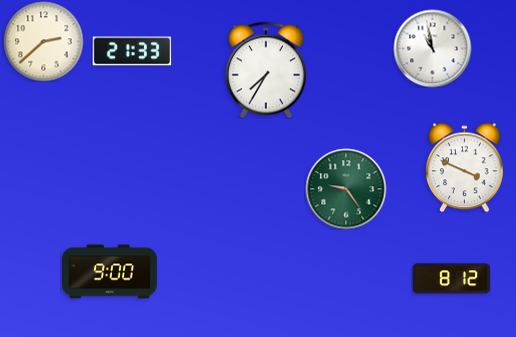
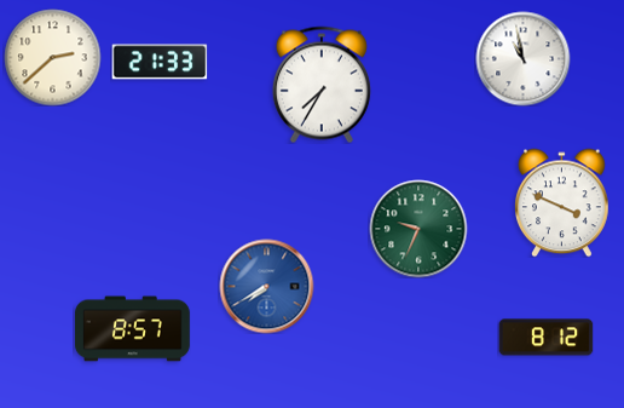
clock at (43, 41) position: (43, 41) -> (52, 57)
clock at (346, 189): 9:24 -> 9:34
clock at (266, 286): none -> 7:40
clock at (110, 272): 9:00 -> 8:57
